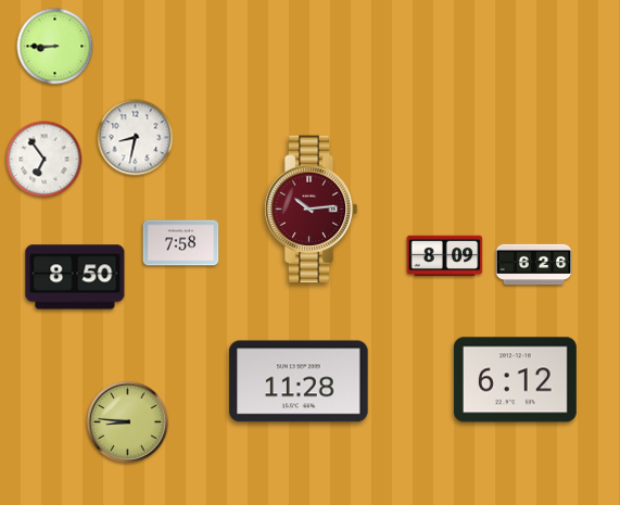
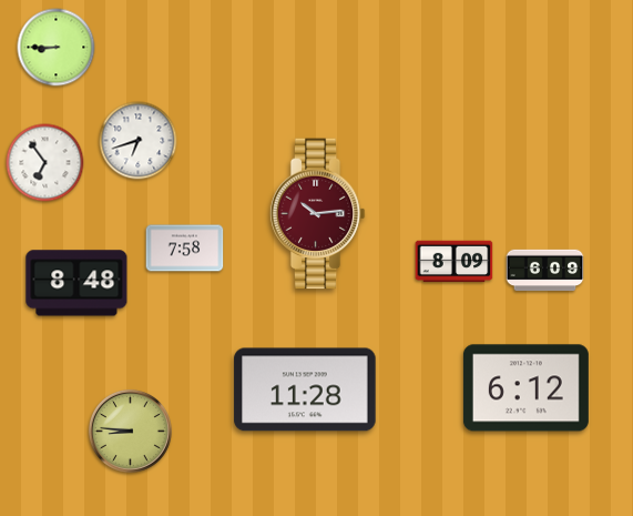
clock at (136, 138): 8:32 -> 6:42
clock at (534, 265): 6:26 -> 6:09
clock at (75, 277): 8:50 -> 8:48
